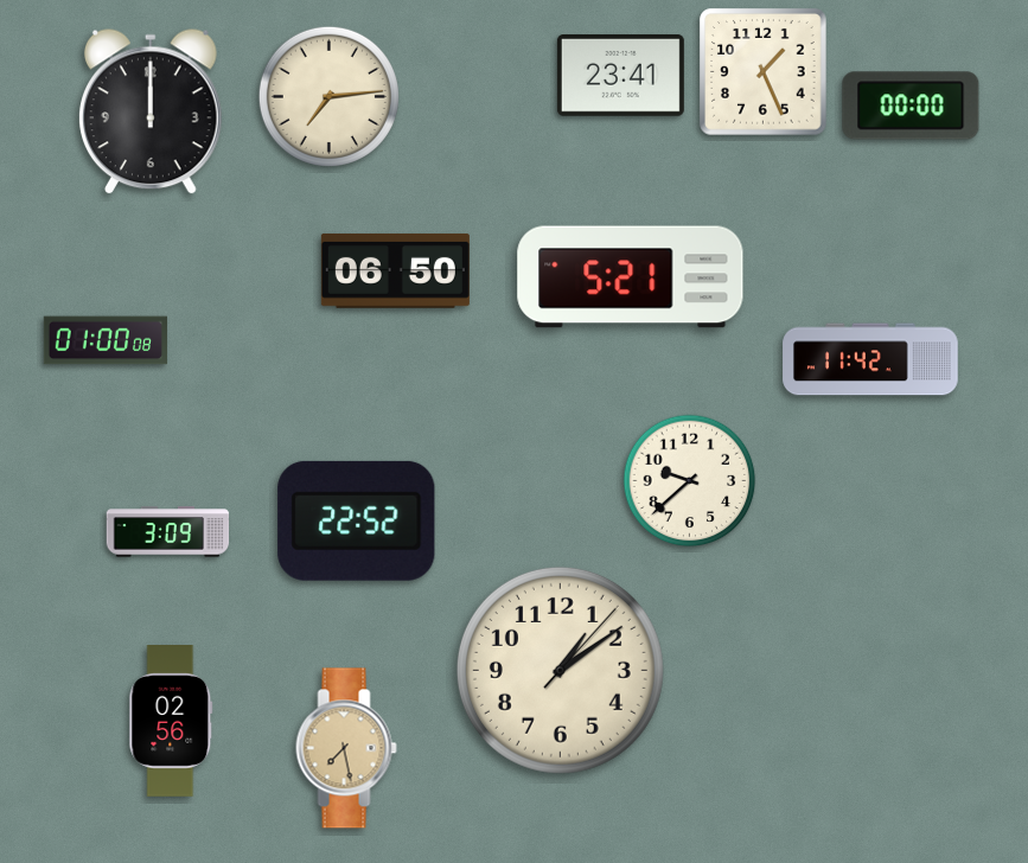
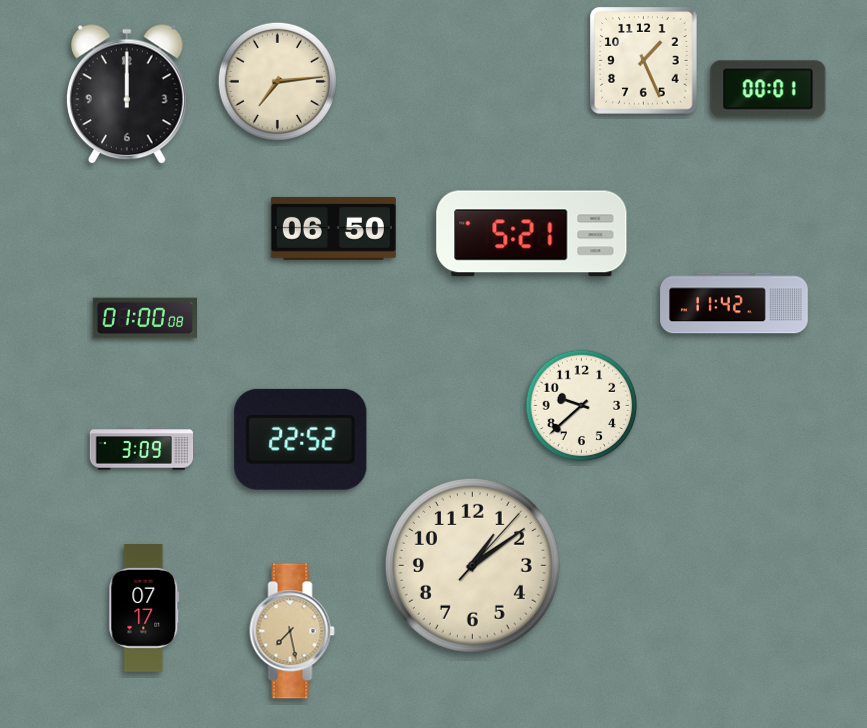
clock at (620, 76): 23:41 -> none
clock at (911, 106): 00:00 -> 00:01
clock at (104, 340) position: (104, 340) -> (144, 318)
clock at (171, 722): 02:56 -> 07:17
